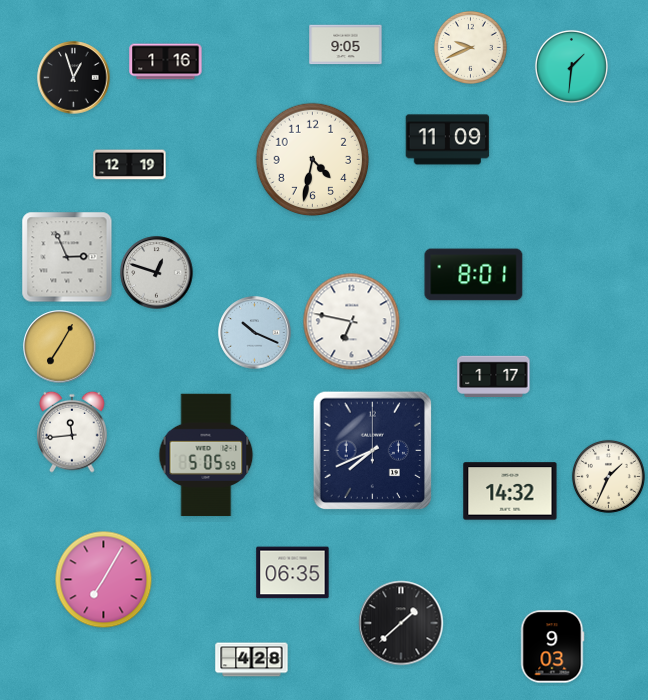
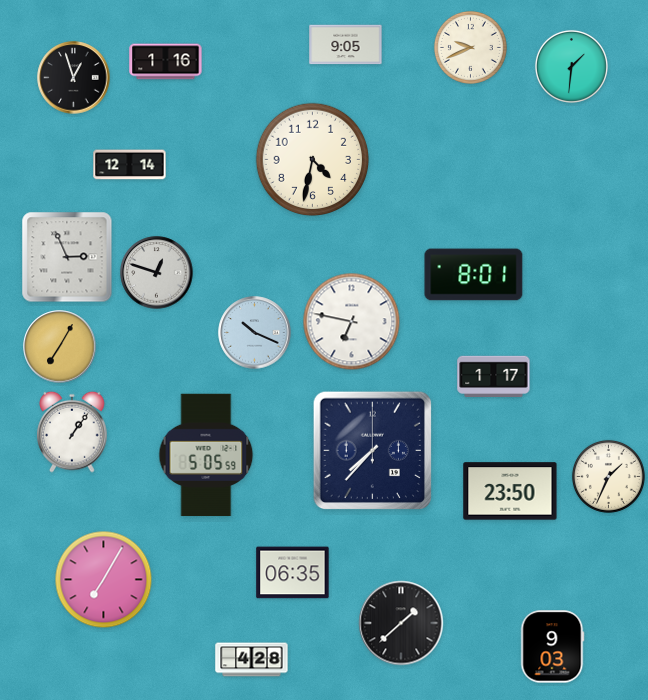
clock at (448, 140): 11:09 -> none
clock at (130, 165): 12:19 -> 12:14
clock at (72, 432): 11:44 -> 1:06
clock at (373, 451): 7:41 -> 7:37
clock at (510, 491): 14:32 -> 23:50
